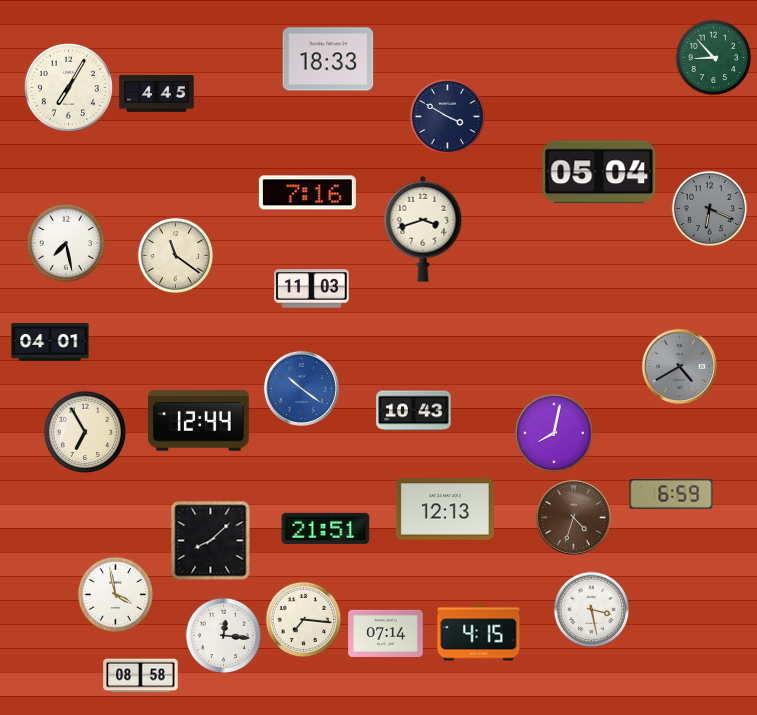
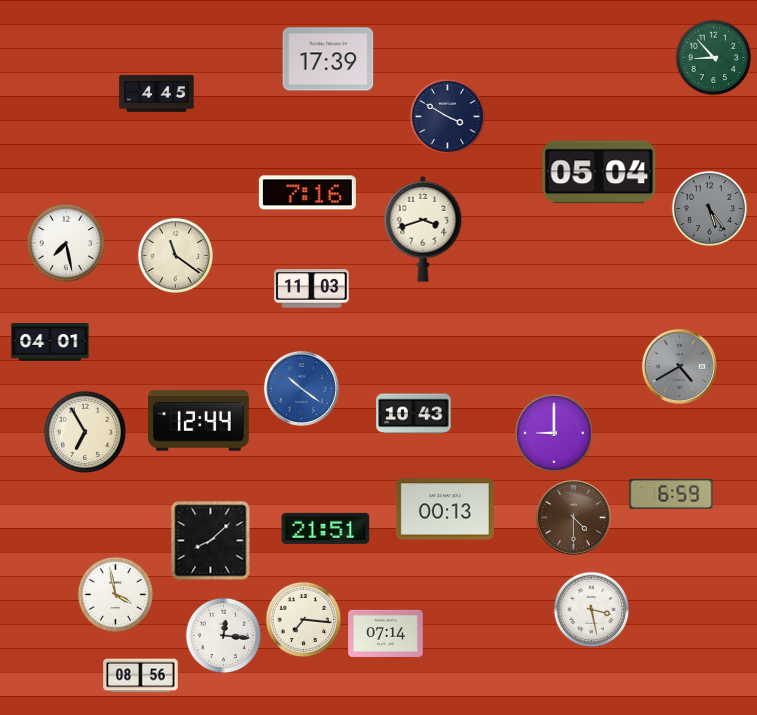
clock at (328, 59): 18:33 -> 17:39
clock at (68, 87): 7:05 -> none
clock at (710, 209): 6:19 -> 5:24
clock at (414, 411) position: (414, 411) -> (414, 414)
clock at (554, 433): 8:02 -> 9:00
clock at (445, 509): 12:13 -> 00:13
clock at (573, 517): 4:33 -> 4:30
clock at (479, 633): 4:15 -> none
clock at (141, 676): 08:58 -> 08:56
